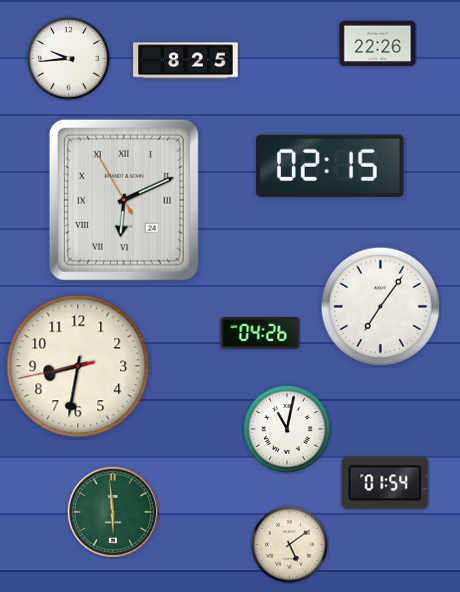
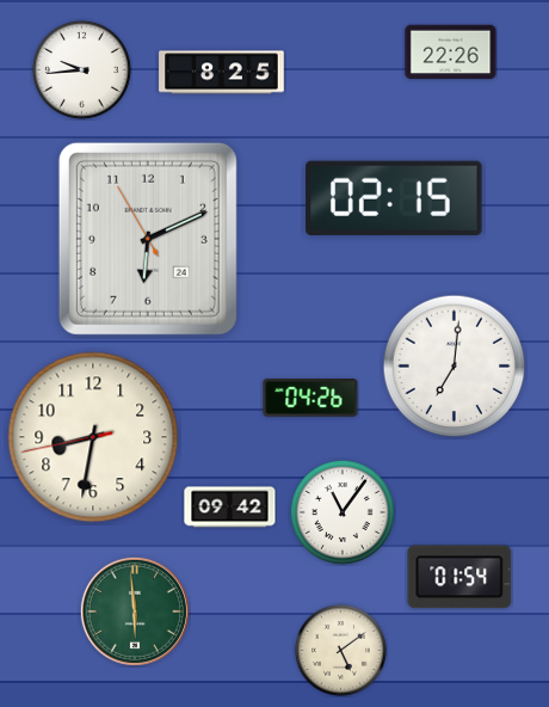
clock at (124, 200) numerals: Roman -> Arabic
clock at (381, 307): 7:06 -> 7:01
clock at (230, 508): none -> 09:42
clock at (287, 429): 11:02 -> 11:06
clock at (289, 544) position: (289, 544) -> (340, 650)
